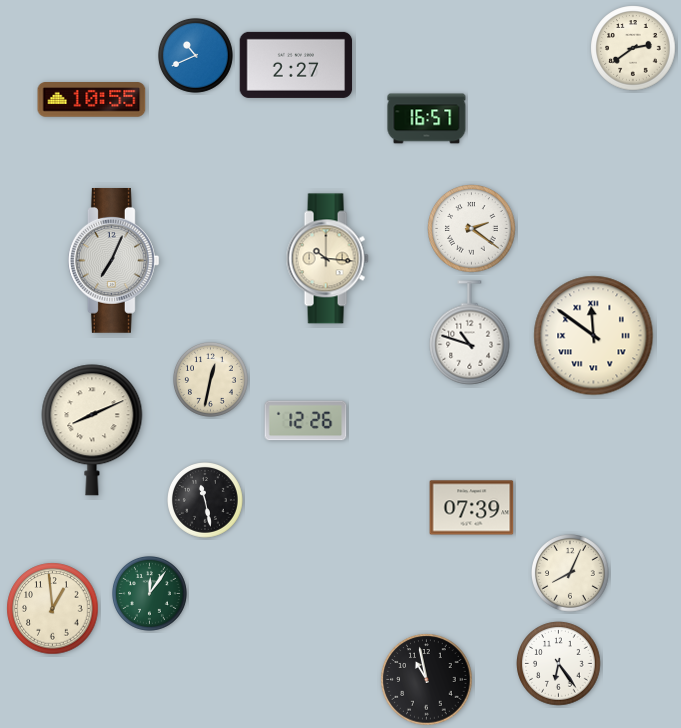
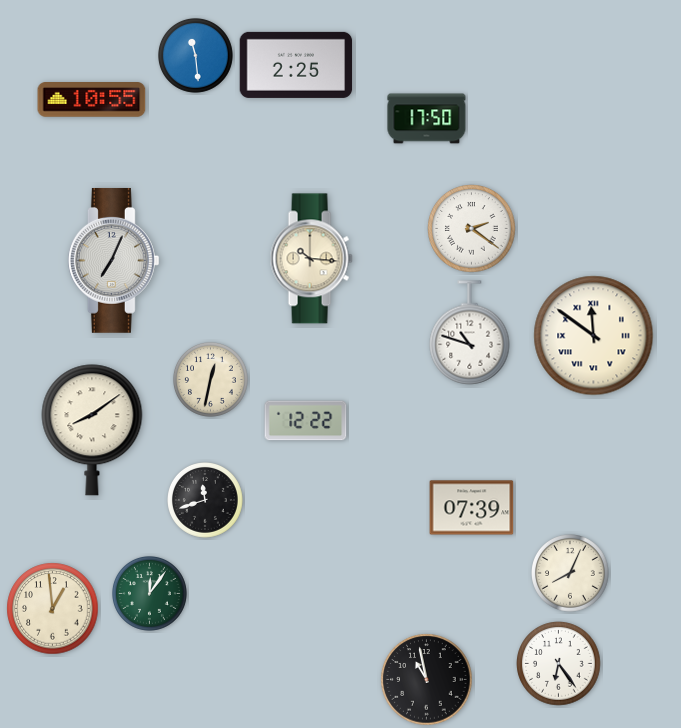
clock at (633, 48): 2:39 -> none
clock at (196, 56): 10:41 -> 11:29
clock at (296, 65): 2:27 -> 2:25
clock at (427, 119): 16:57 -> 17:50
clock at (327, 259) position: (327, 259) -> (311, 259)
clock at (306, 421): 12:26 -> 12:22
clock at (92, 430): 8:11 -> 8:09
clock at (206, 501): 11:28 -> 11:42
